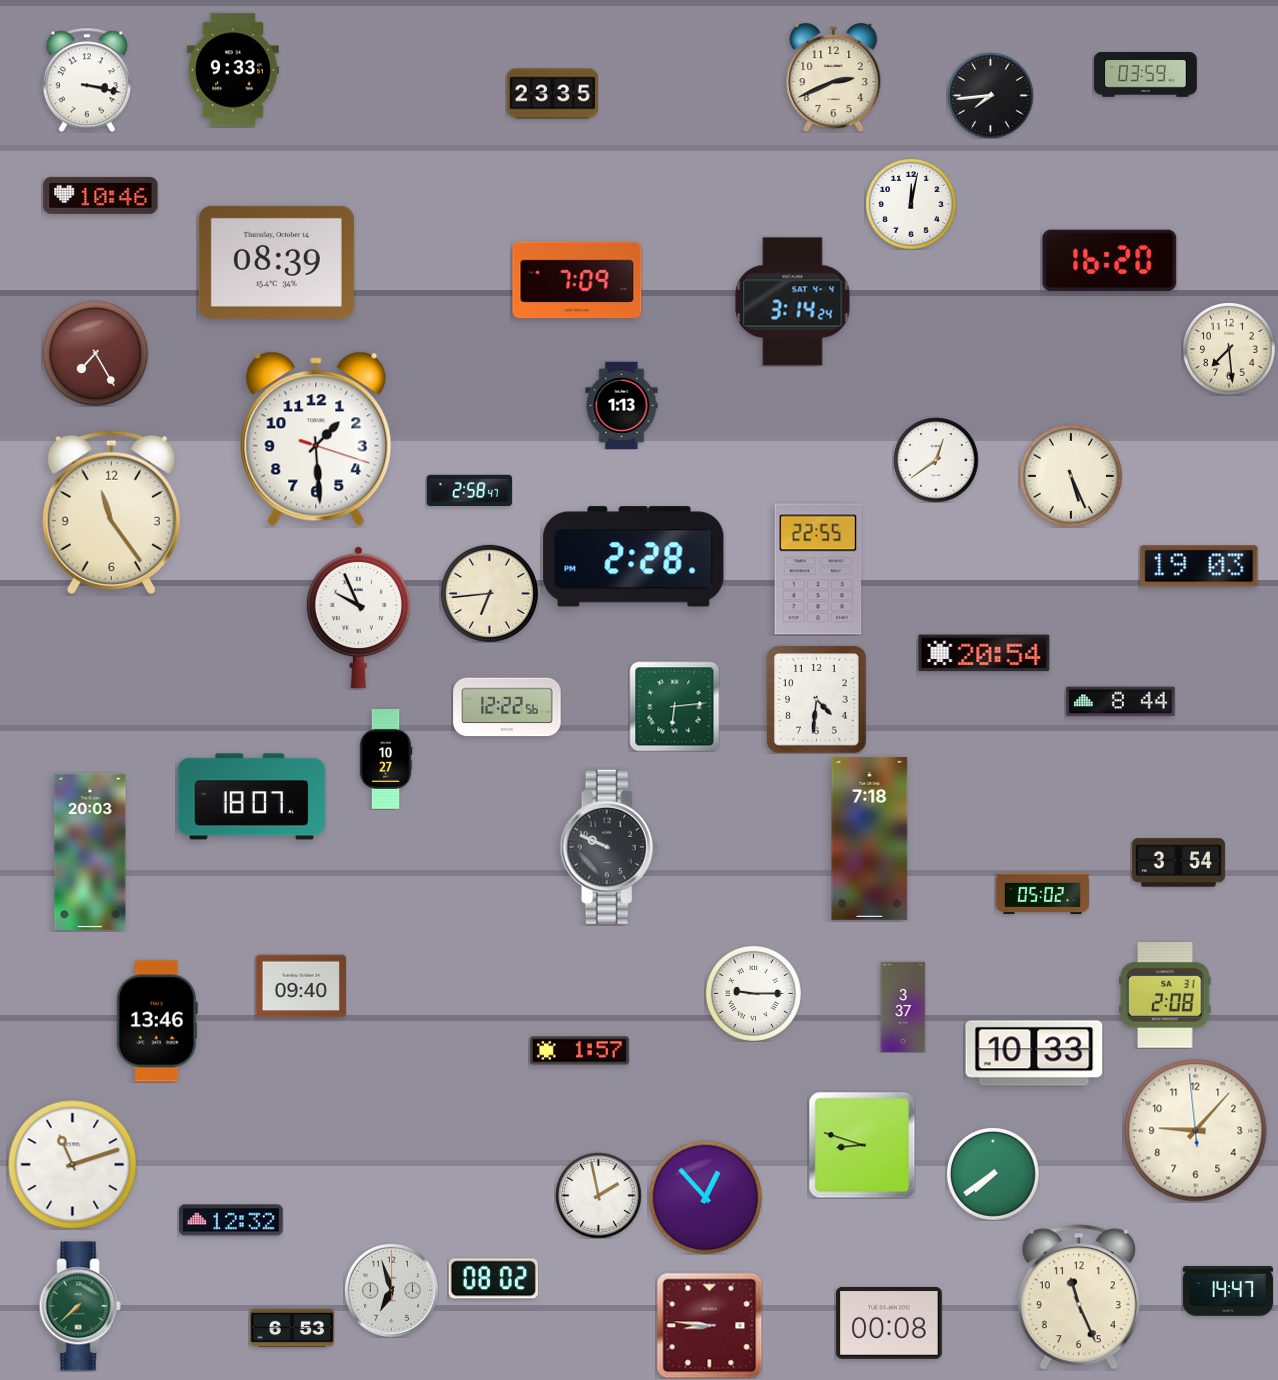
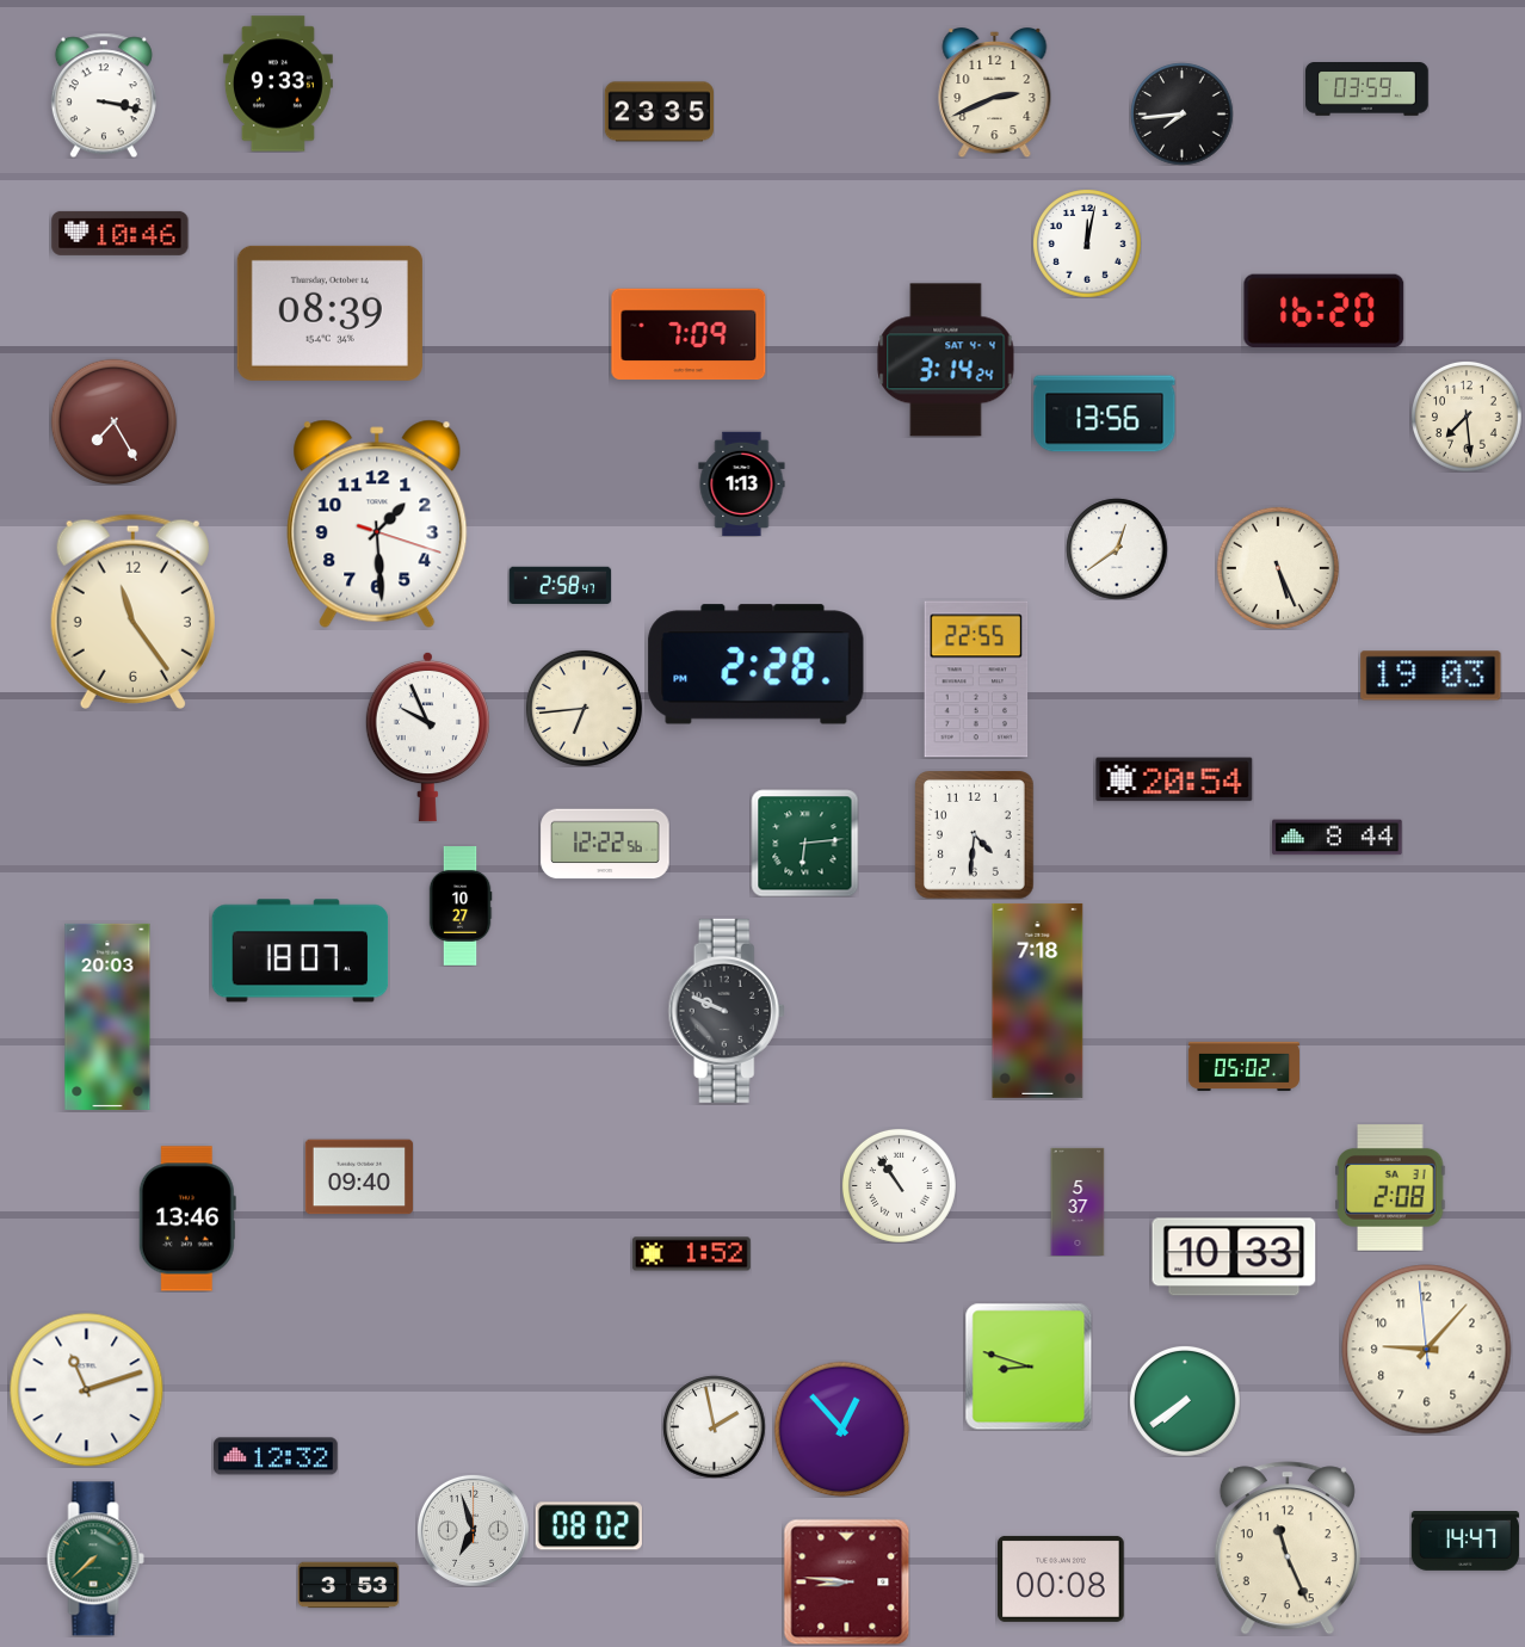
clock at (1105, 414): none -> 13:56
clock at (1178, 863): 3:54 -> none
clock at (753, 993): 9:15 -> 10:54
clock at (903, 1006): 3:37 -> 5:37
clock at (579, 1051): 1:57 -> 1:52
clock at (391, 1290) position: (391, 1290) -> (473, 1530)
clock at (292, 1328): 6:53 -> 3:53
